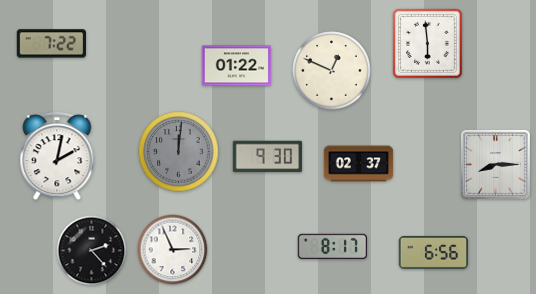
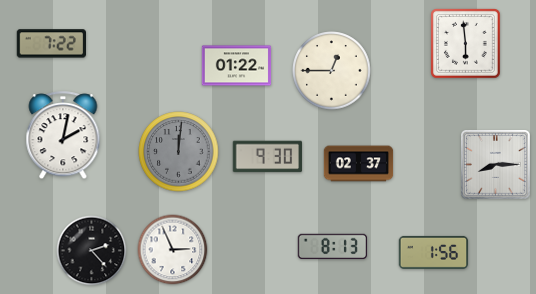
clock at (428, 44) position: (428, 44) -> (466, 44)
clock at (332, 71): 12:49 -> 12:45
clock at (57, 157) position: (57, 157) -> (63, 136)
clock at (333, 247): 8:17 -> 8:13
clock at (434, 252): 6:56 -> 1:56
